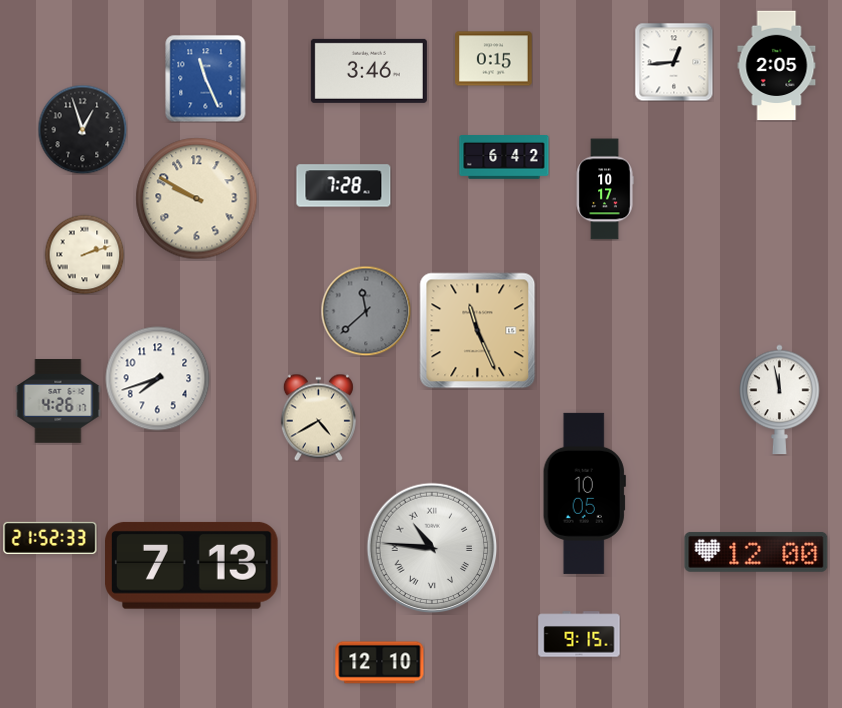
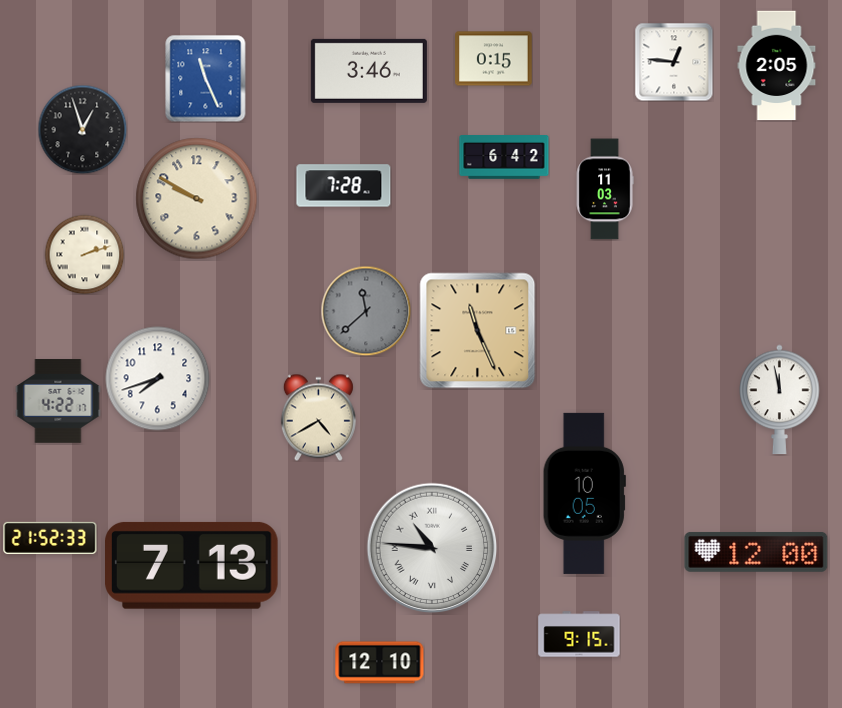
clock at (674, 62): 12:44 -> 12:46
clock at (605, 189): 10:17 -> 11:03
clock at (58, 401): 4:26 -> 4:22
